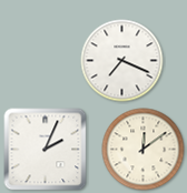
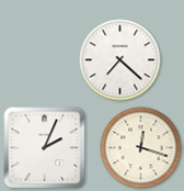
clock at (122, 61): 7:19 -> 7:22
clock at (144, 150): 12:09 -> 12:18
